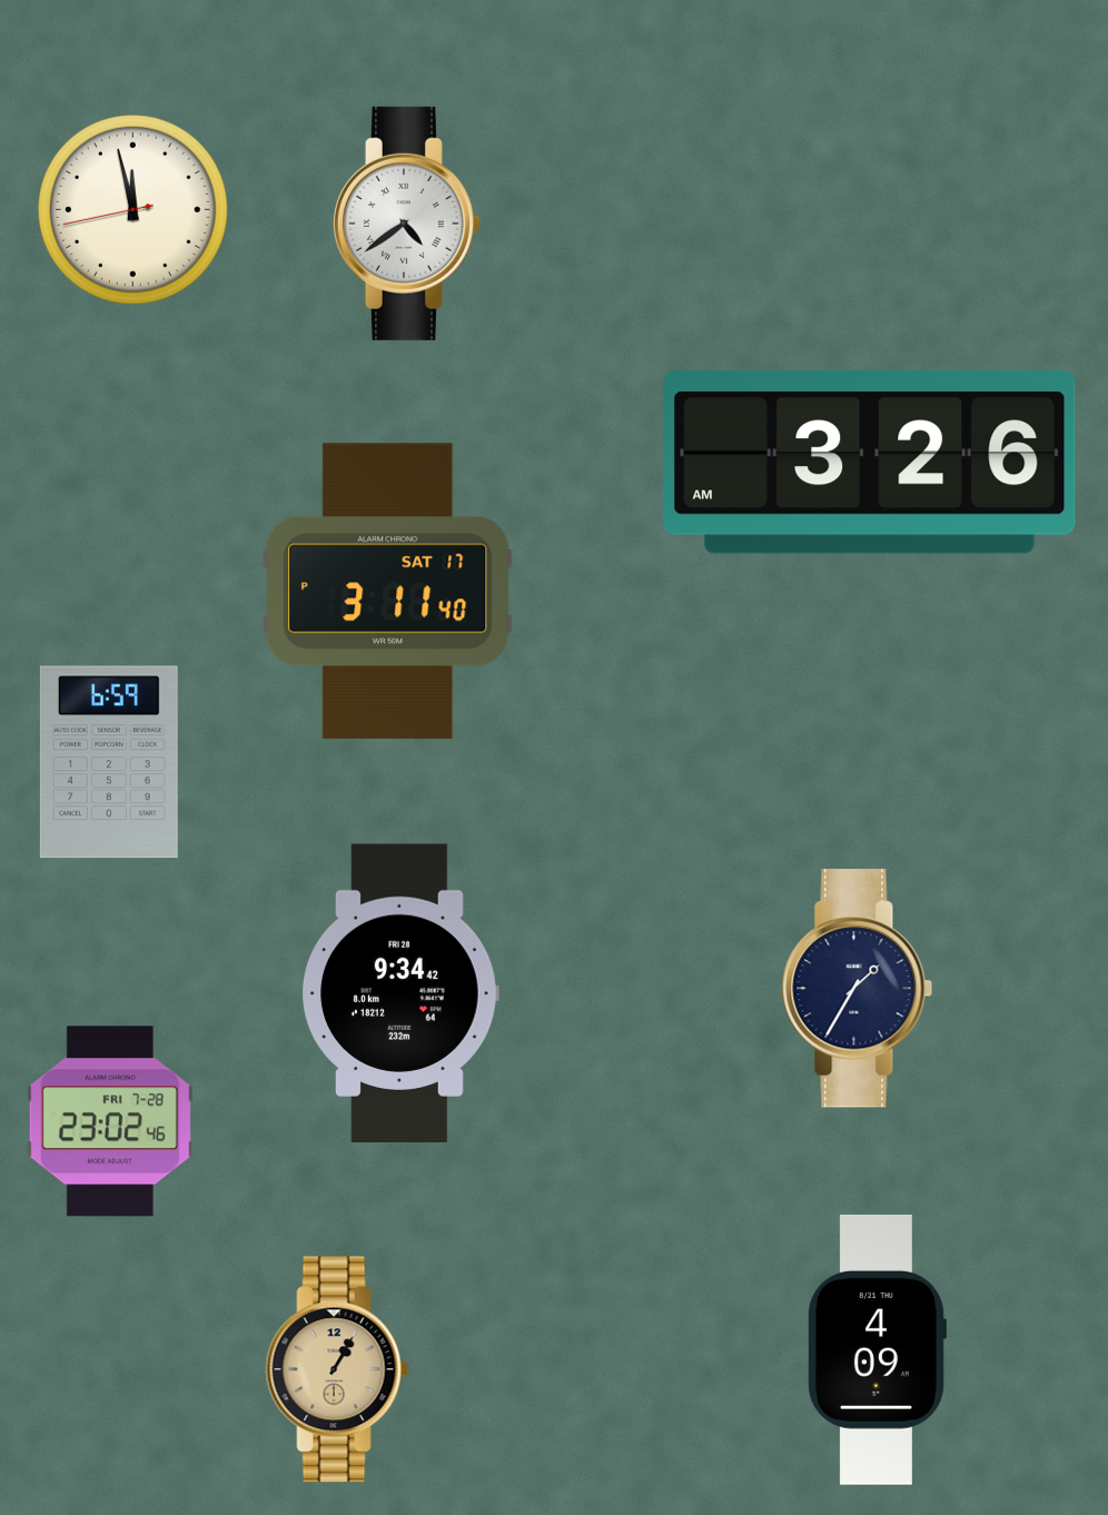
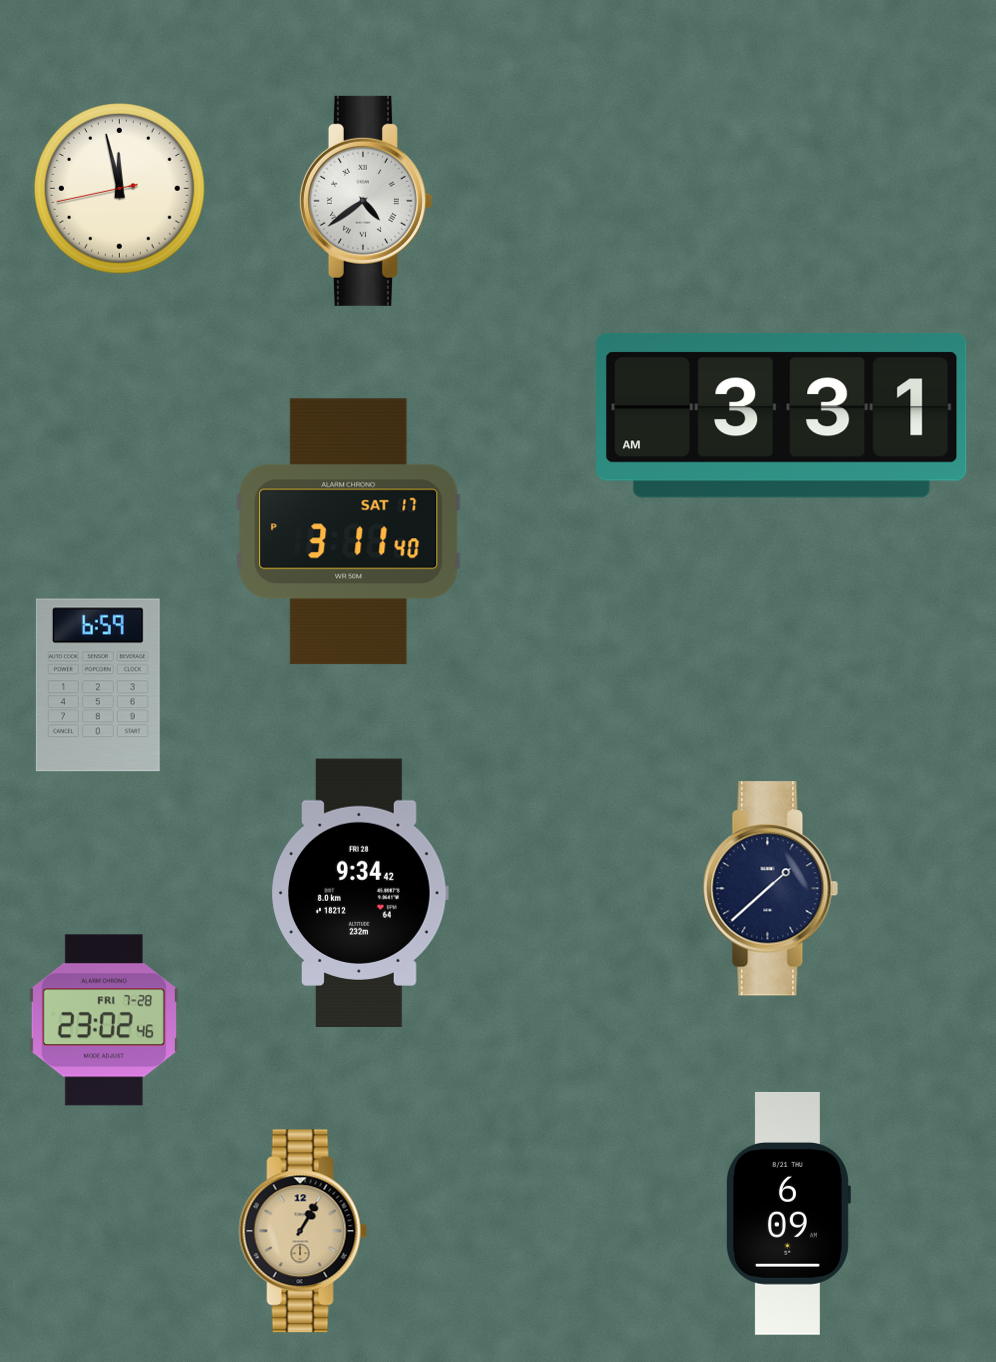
clock at (870, 462): 3:26 -> 3:31
clock at (858, 989): 1:35 -> 1:38
clock at (110, 1121) position: (110, 1121) -> (104, 1020)
clock at (877, 1349): 4:09 -> 6:09
